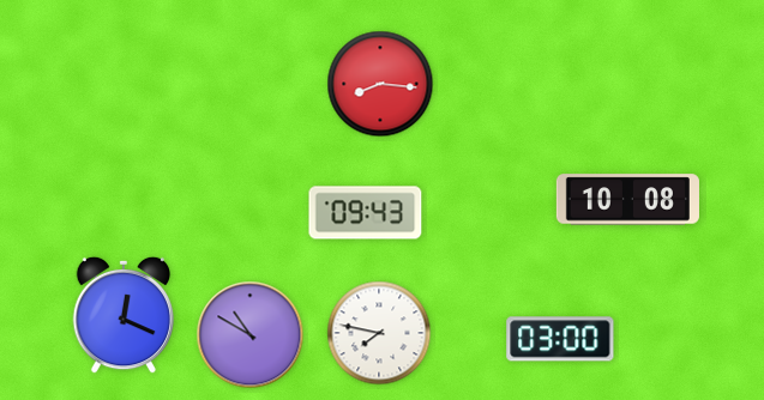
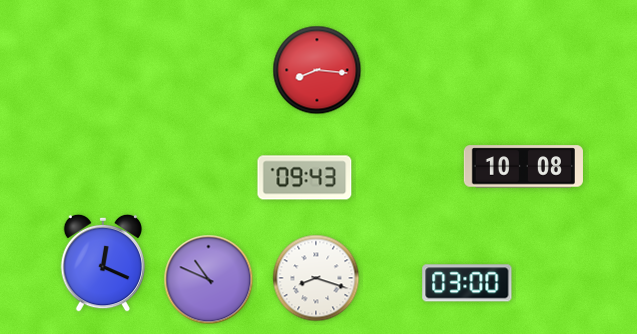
clock at (379, 333): 7:47 -> 8:18
clock at (251, 335): 10:50 -> 10:49
